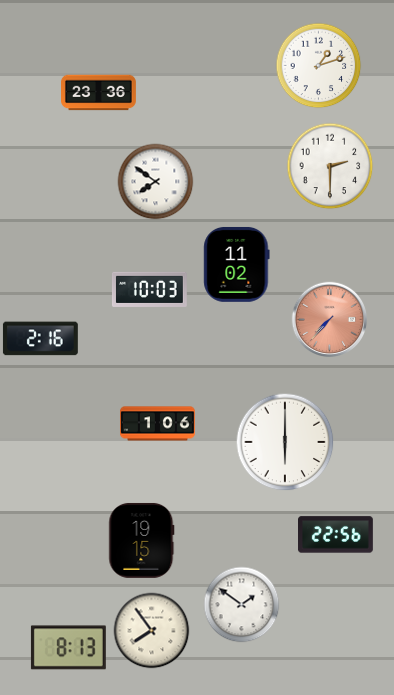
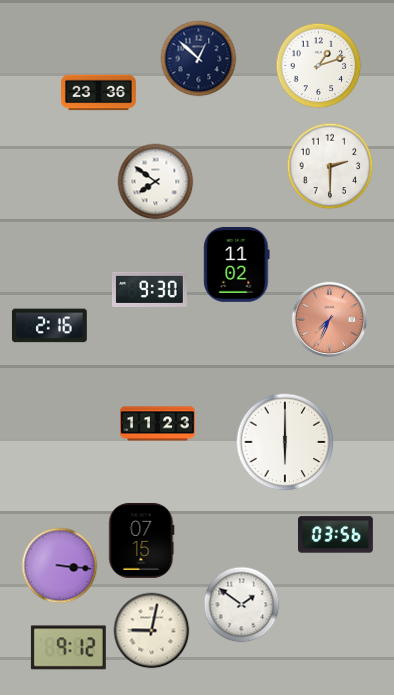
clock at (199, 59): none -> 12:52
clock at (149, 289): 10:03 -> 9:30
clock at (330, 320): 7:37 -> 7:34
clock at (40, 339) position: (40, 339) -> (49, 326)
clock at (158, 424): 1:06 -> 11:23
clock at (336, 535): 22:56 -> 03:56
clock at (142, 540): 19:15 -> 07:15
clock at (60, 566): none -> 3:16
clock at (152, 631): 7:54 -> 9:02
clock at (68, 648): 8:13 -> 9:12
